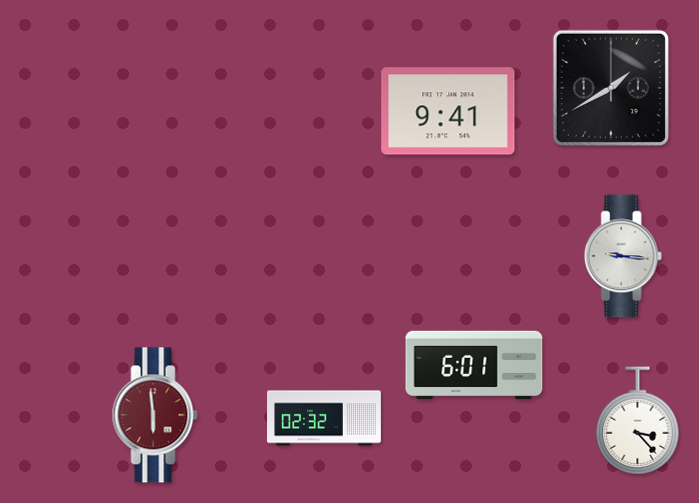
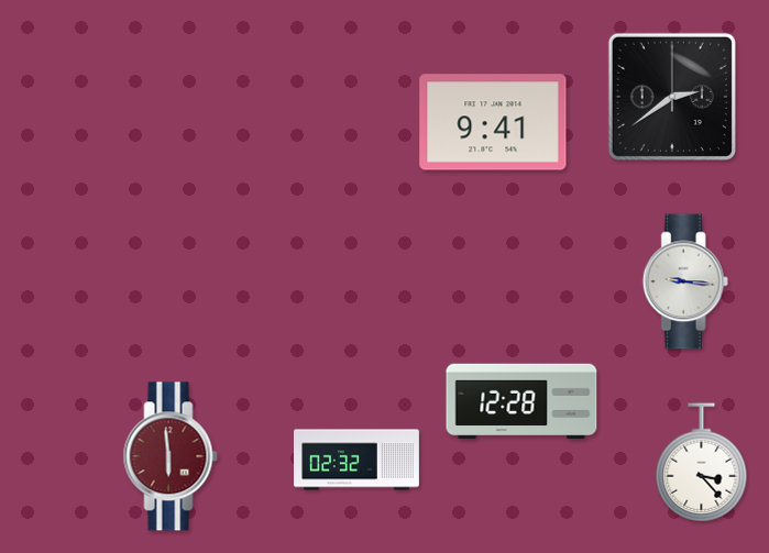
clock at (611, 88): 1:40 -> 2:39
clock at (474, 365): 6:01 -> 12:28
